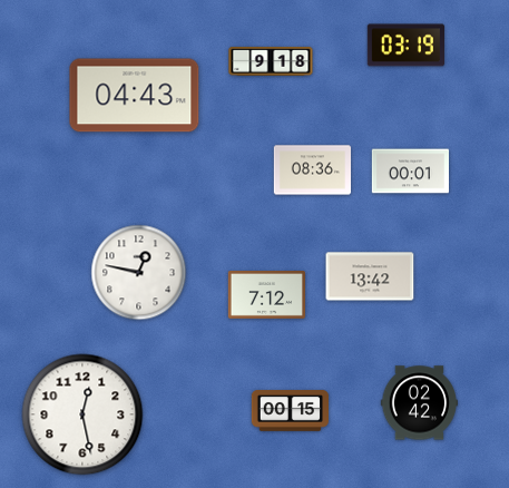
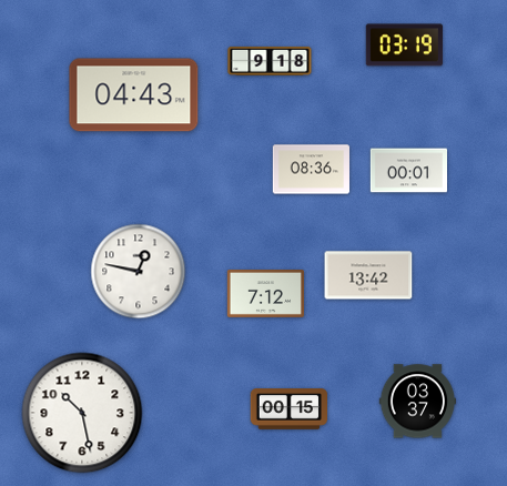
clock at (419, 403): 02:42 -> 03:37
clock at (82, 414): 12:28 -> 10:28
